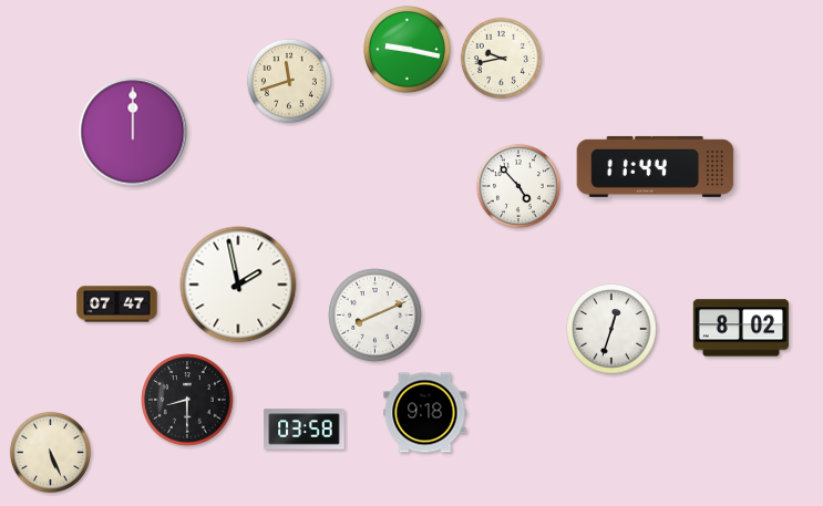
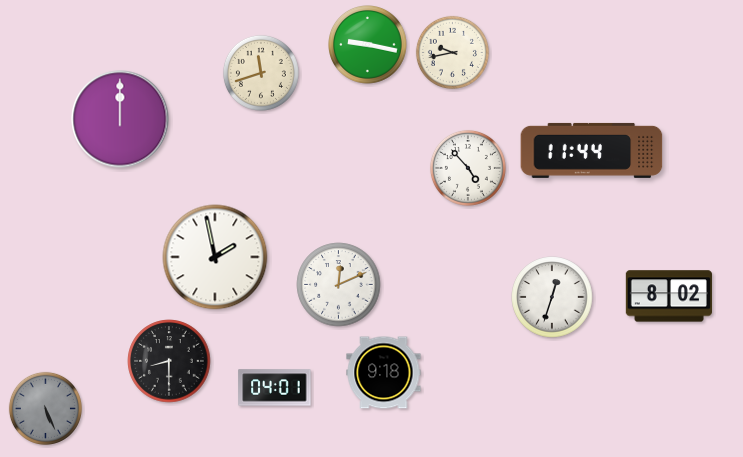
clock at (117, 304): 07:47 -> none
clock at (376, 316): 8:11 -> 12:11
clock at (305, 430): 03:58 -> 04:01
clock at (50, 452) dial: cream -> grey
